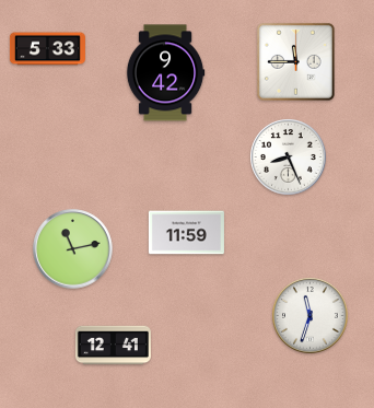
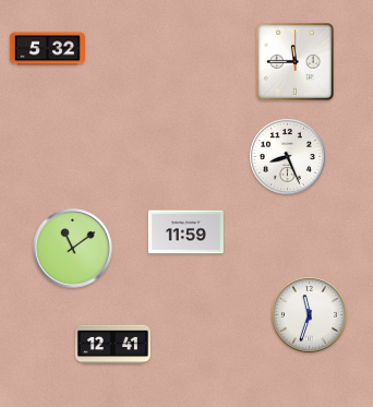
clock at (47, 49): 5:33 -> 5:32
clock at (165, 73): 9:42 -> none
clock at (73, 249): 11:13 -> 11:09
